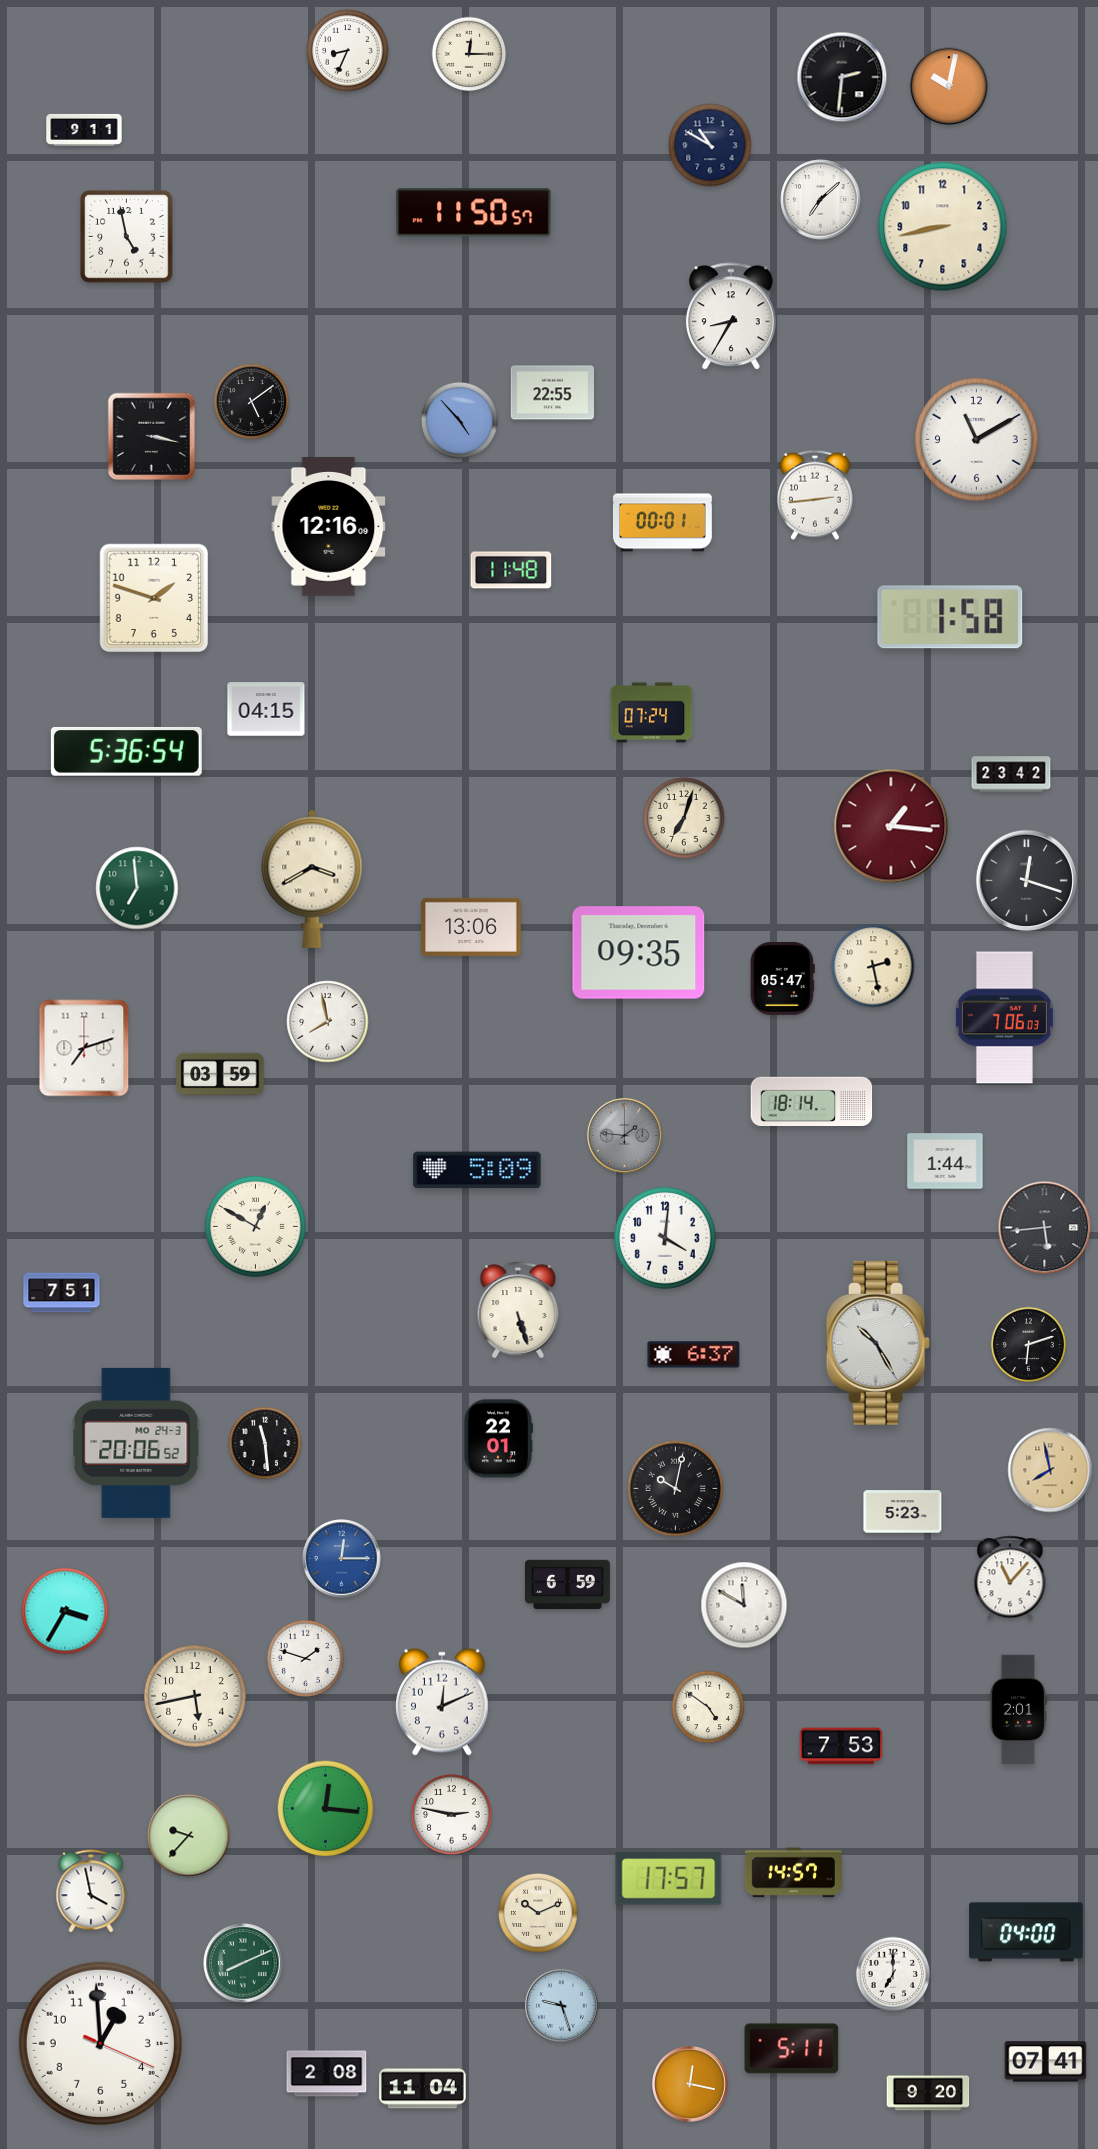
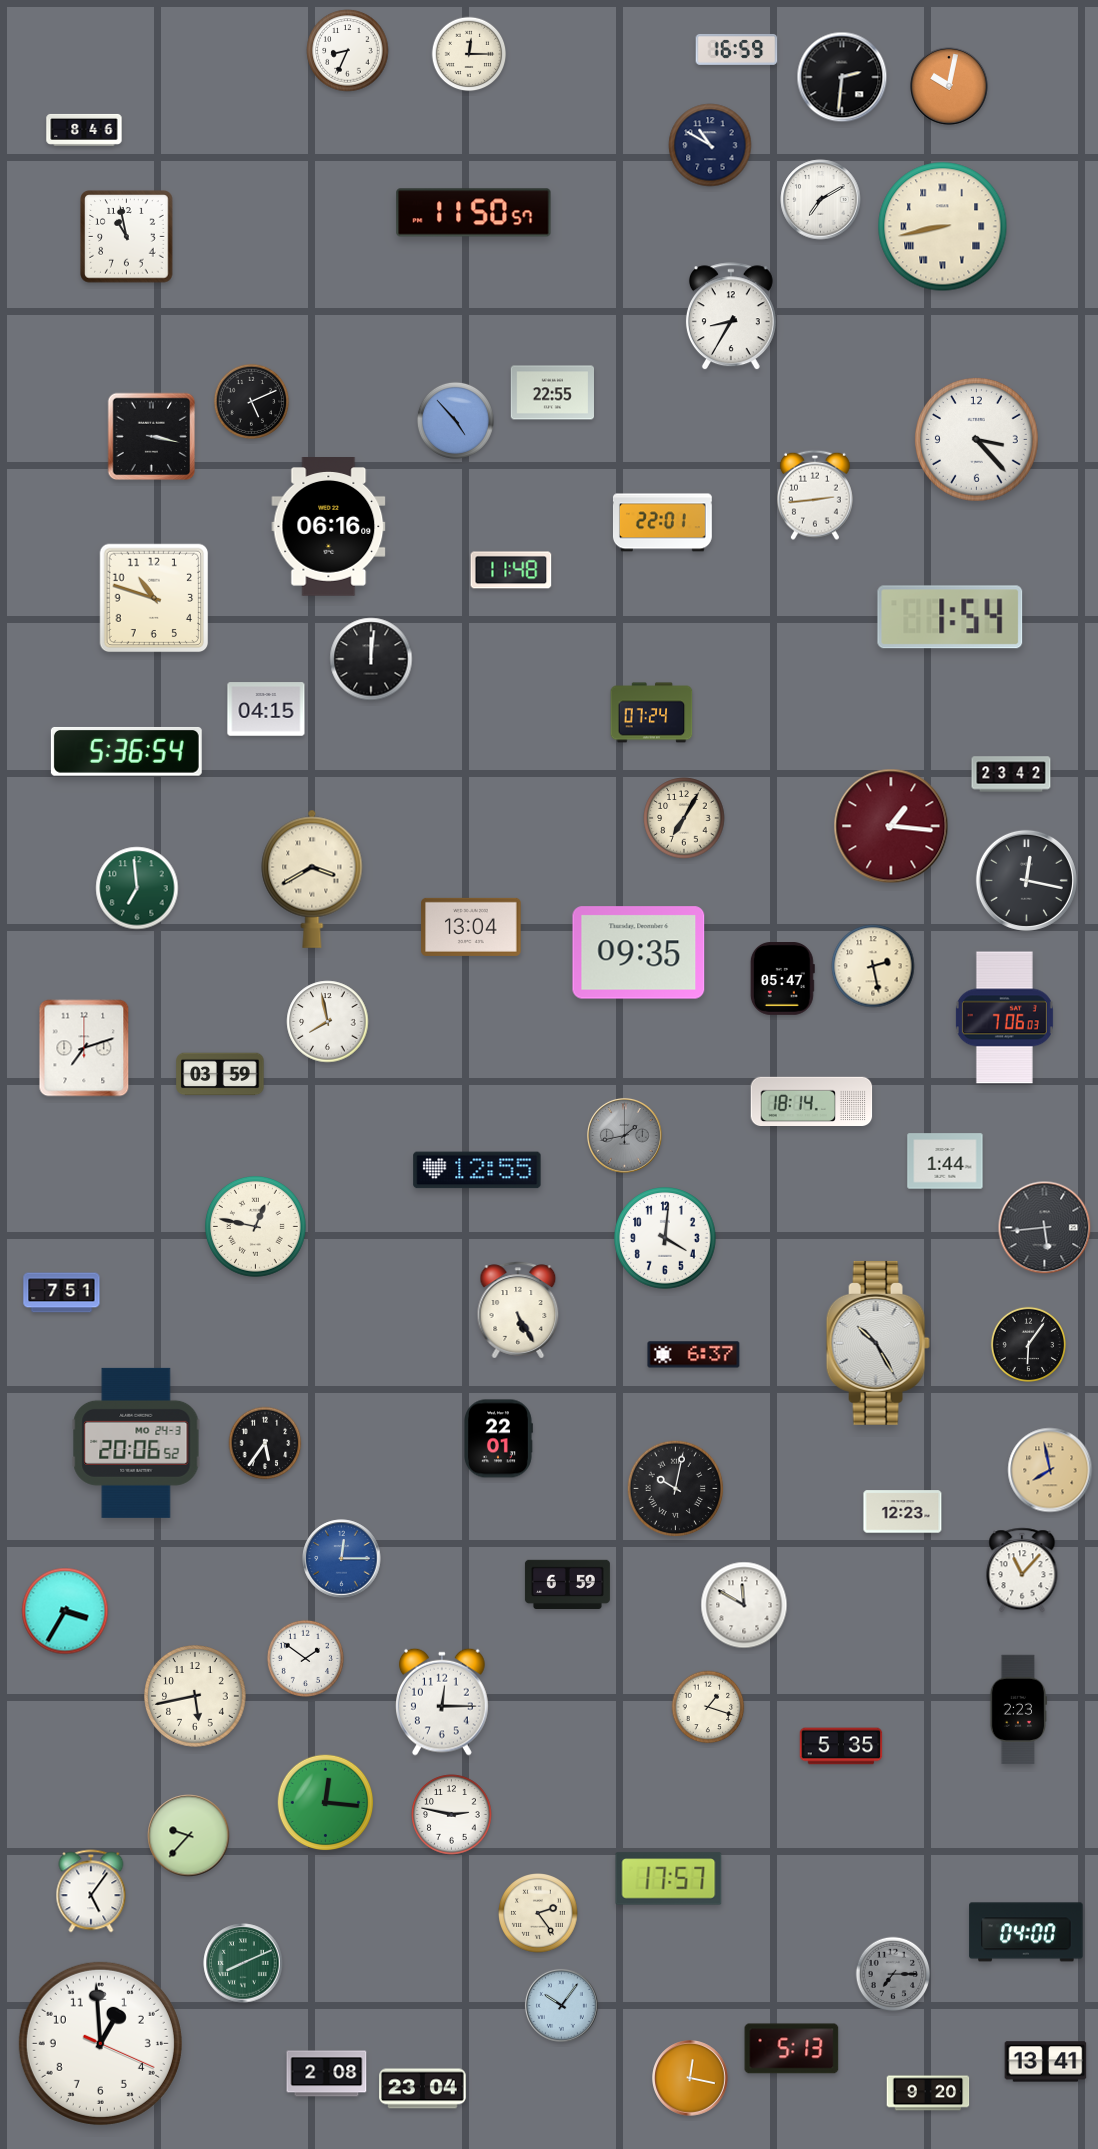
clock at (737, 49): none -> 16:59
clock at (84, 130): 9:11 -> 8:46
clock at (821, 200): 7:08 -> 7:10
clock at (943, 227) numerals: Arabic -> Roman
clock at (127, 237): 4:58 -> 10:58
clock at (251, 401): 5:09 -> 5:11
clock at (459, 420) position: (459, 420) -> (455, 420)
clock at (977, 440): 11:10 -> 3:23
clock at (662, 523): 00:01 -> 22:01
clock at (329, 527): 12:16 -> 06:16
clock at (154, 598): 1:48 -> 10:48
clock at (950, 617): 1:58 -> 1:54
clock at (371, 659): none -> 12:01
clock at (684, 818): 7:03 -> 7:05
clock at (1026, 880): 12:18 -> 12:17
clock at (471, 927): 13:06 -> 13:04
clock at (625, 1136): 1:46 -> 1:43
clock at (477, 1170): 5:09 -> 12:55
clock at (256, 1227): 12:50 -> 12:47
clock at (518, 1310): 5:27 -> 5:25
clock at (1028, 1344): 6:12 -> 6:06
clock at (265, 1443): 11:29 -> 5:36
clock at (903, 1512): 5:23 -> 12:23
clock at (1010, 1578) position: (1010, 1578) -> (1022, 1570)
clock at (305, 1658): 1:48 -> 1:51
clock at (443, 1702): 12:11 -> 12:15
clock at (708, 1707): 4:51 -> 1:18
clock at (1018, 1710): 2:01 -> 2:23
clock at (841, 1746): 7:53 -> 5:35
clock at (326, 1809) position: (326, 1809) -> (326, 1803)
clock at (793, 1873): 14:57 -> none
clock at (91, 1891): 3:58 -> 5:06
clock at (538, 1913): 10:11 -> 2:24
clock at (893, 1974): 7:00 -> 7:15
clock at (893, 1974) dial: white -> grey
clock at (561, 2005): 9:27 -> 10:06
clock at (792, 2049): 5:11 -> 5:13
clock at (1046, 2062): 07:41 -> 13:41
clock at (691, 2085) position: (691, 2085) -> (691, 2079)
clock at (423, 2089): 11:04 -> 23:04
